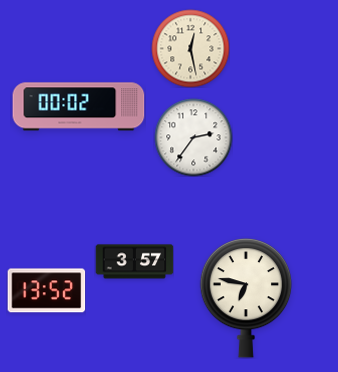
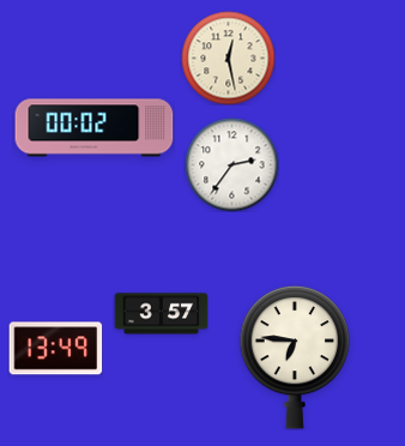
clock at (46, 291): 13:52 -> 13:49
clock at (246, 298): 6:47 -> 6:46
